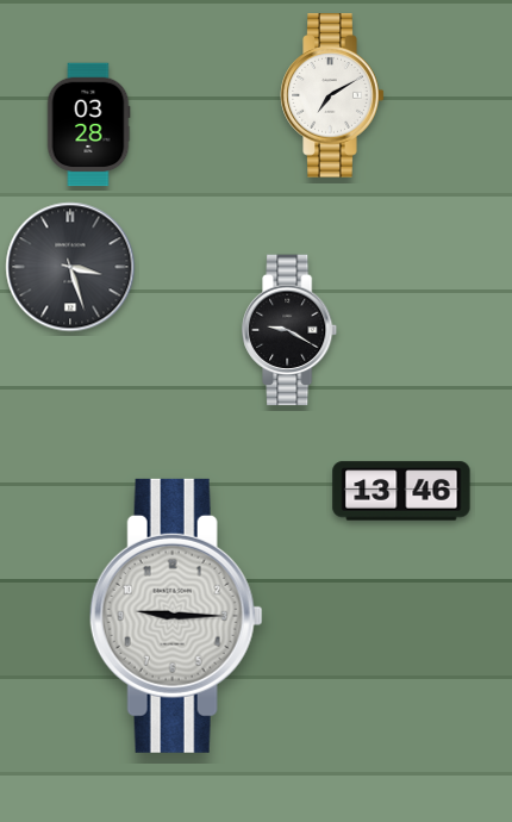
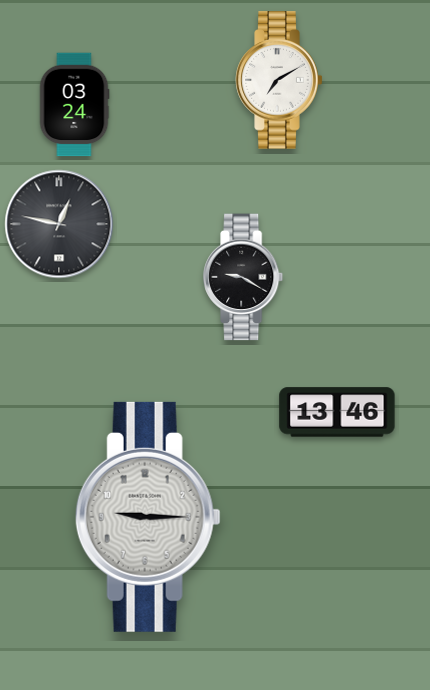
clock at (88, 125): 03:28 -> 03:24
clock at (70, 267): 3:27 -> 12:47
